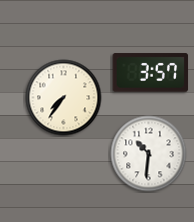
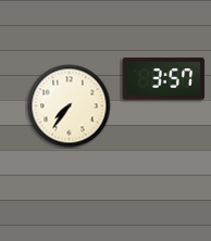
clock at (149, 154): 10:31 -> none
